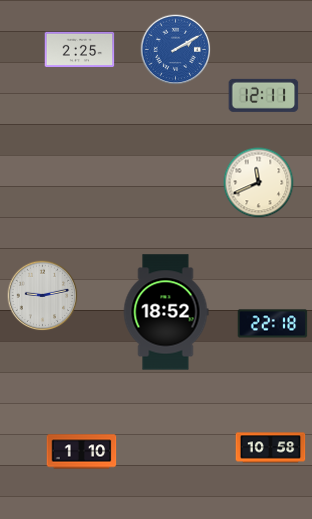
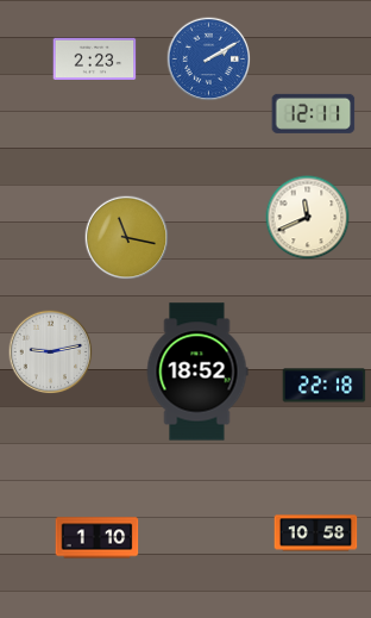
clock at (80, 50): 2:25 -> 2:23
clock at (127, 238): none -> 11:17
clock at (271, 448) position: (271, 448) -> (316, 533)
